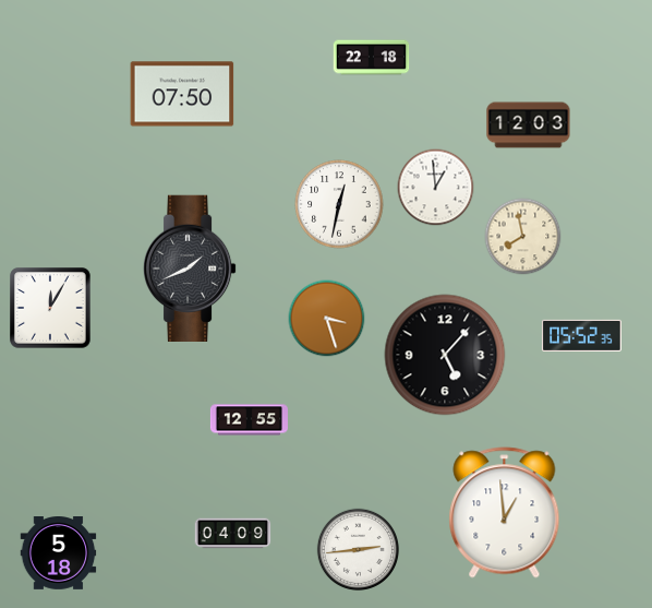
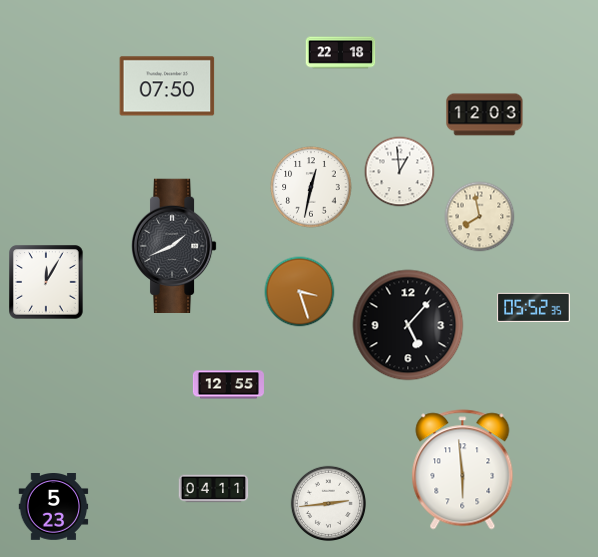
clock at (505, 513): 12:59 -> 5:59
clock at (233, 534): 04:09 -> 04:11
clock at (59, 553): 5:18 -> 5:23
